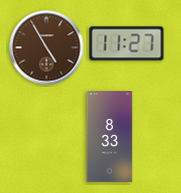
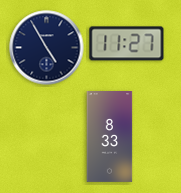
clock at (47, 48) dial: brown -> navy
